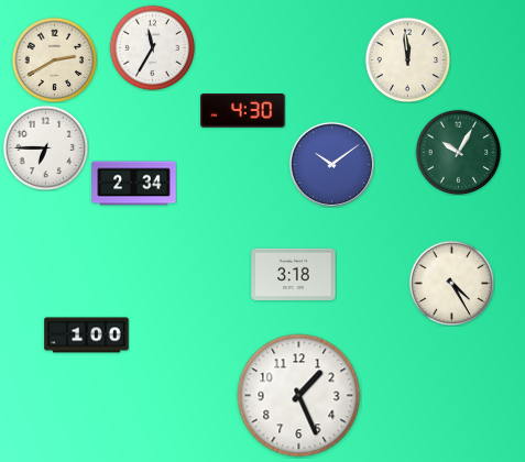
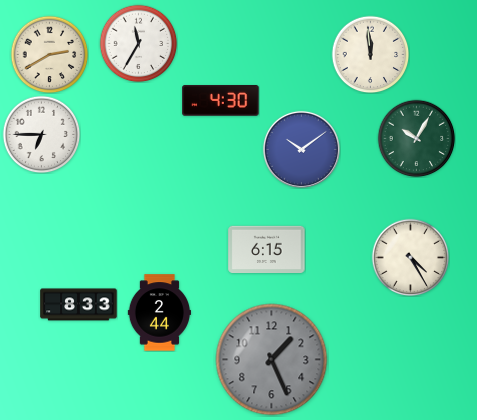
clock at (134, 184): 2:34 -> none
clock at (294, 274): 3:18 -> 6:15
clock at (87, 335): 1:00 -> 8:33
clock at (159, 313): none -> 2:44
clock at (299, 396) dial: white -> grey
